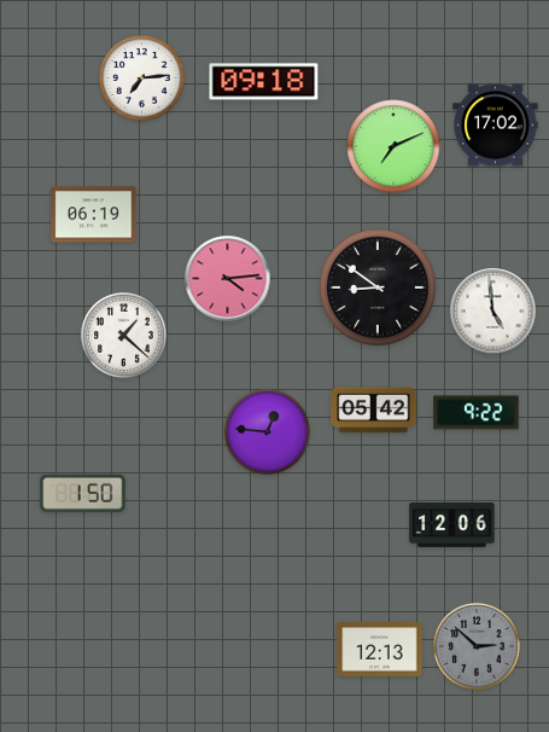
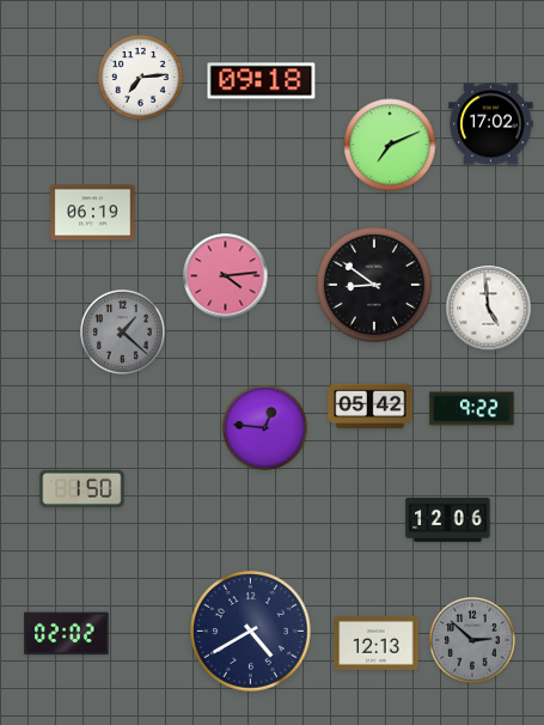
clock at (123, 335) dial: white -> grey
clock at (251, 632): none -> 4:40
clock at (67, 634): none -> 02:02
